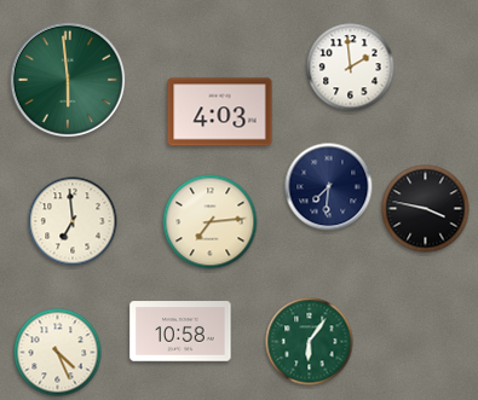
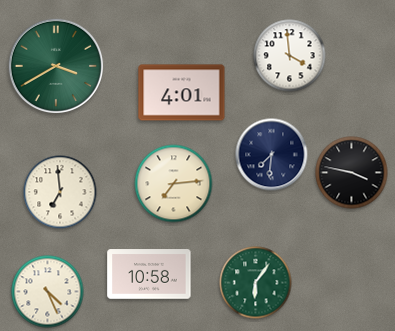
clock at (351, 68): 1:59 -> 3:59
clock at (68, 80): 5:59 -> 3:40
clock at (220, 112): 4:03 -> 4:01
clock at (73, 221) position: (73, 221) -> (60, 192)
